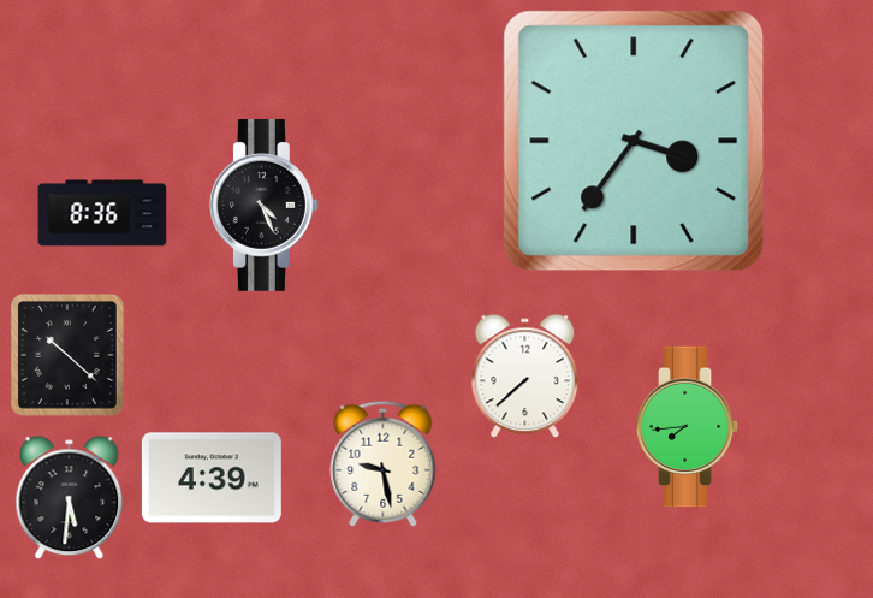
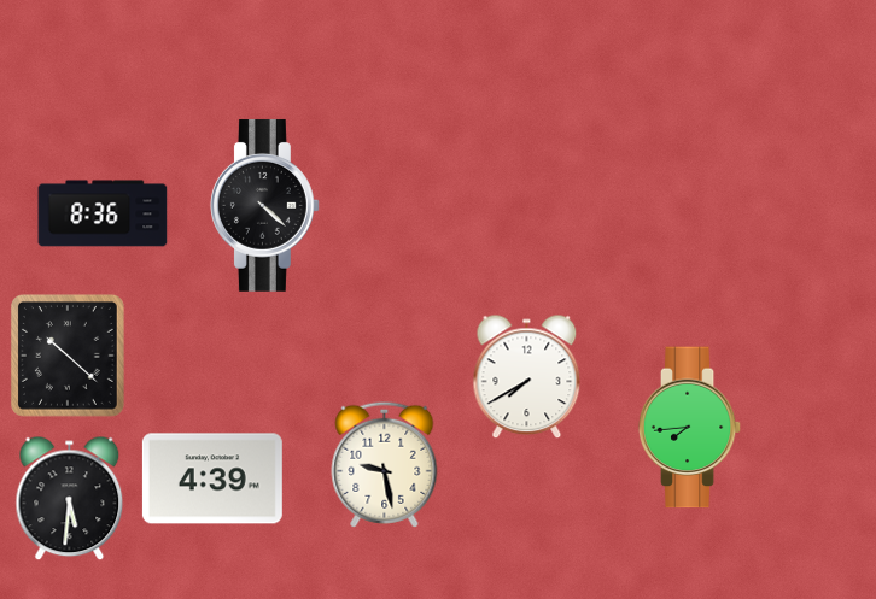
clock at (634, 141): 3:36 -> none
clock at (263, 205): 4:26 -> 4:22
clock at (525, 377): 7:38 -> 7:40
